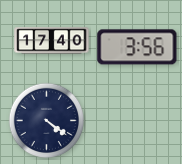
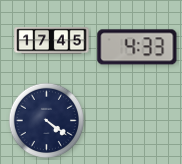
clock at (52, 41): 17:40 -> 17:45
clock at (137, 47): 3:56 -> 4:33
